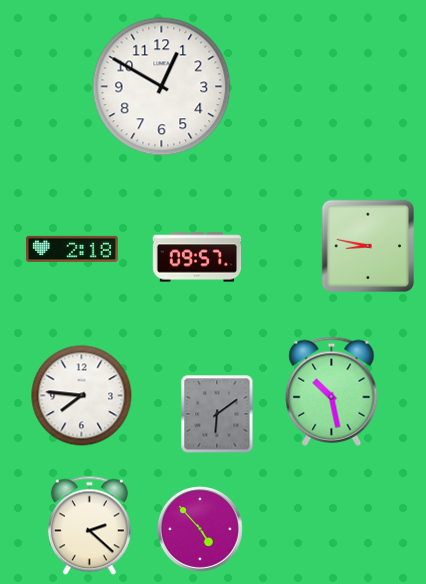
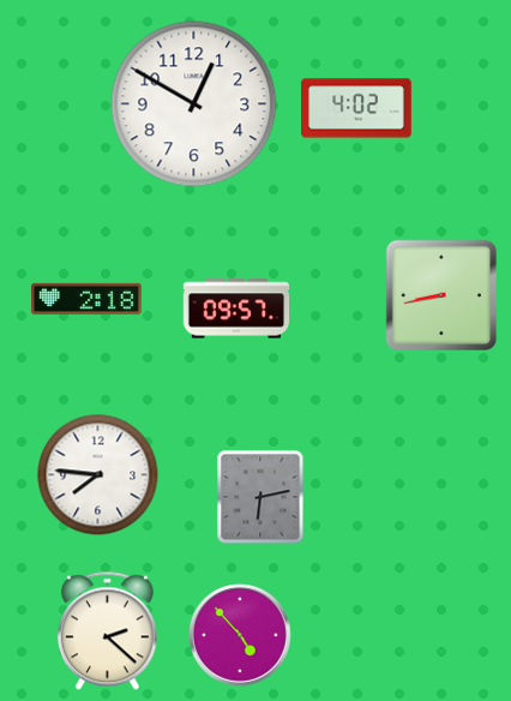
clock at (356, 108): none -> 4:02
clock at (367, 245): 8:47 -> 8:43
clock at (332, 391): 10:28 -> none
clock at (217, 414): 6:09 -> 6:13
